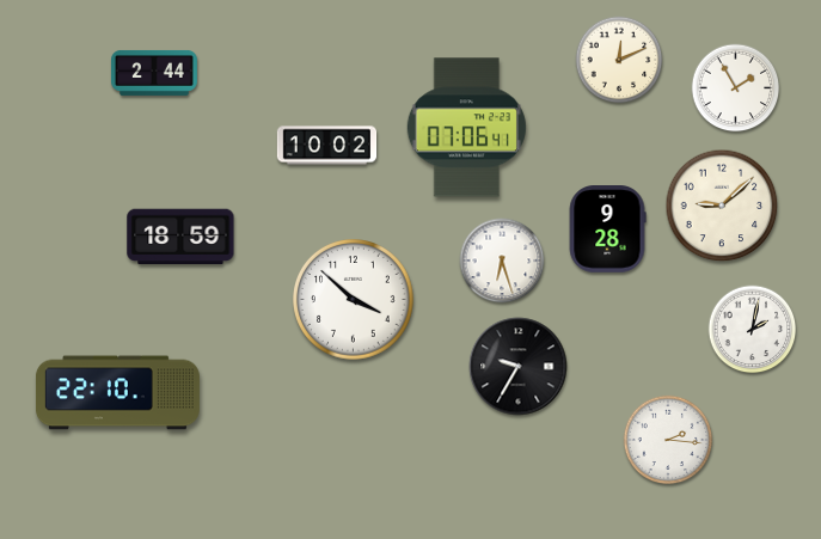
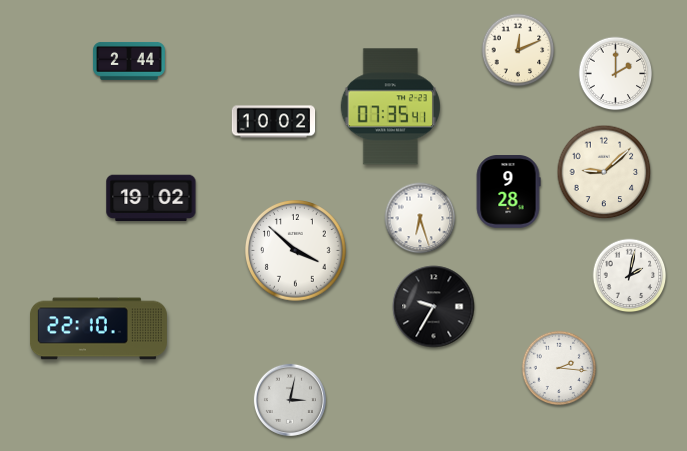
clock at (736, 88): 1:55 -> 2:00
clock at (466, 128): 07:06 -> 07:35
clock at (180, 237): 18:59 -> 19:02
clock at (290, 400): none -> 3:02
